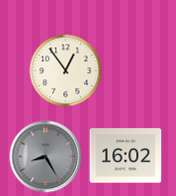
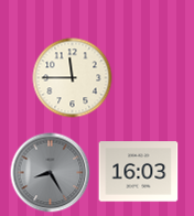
clock at (66, 71): 12:54 -> 11:45
clock at (126, 156): 16:02 -> 16:03
